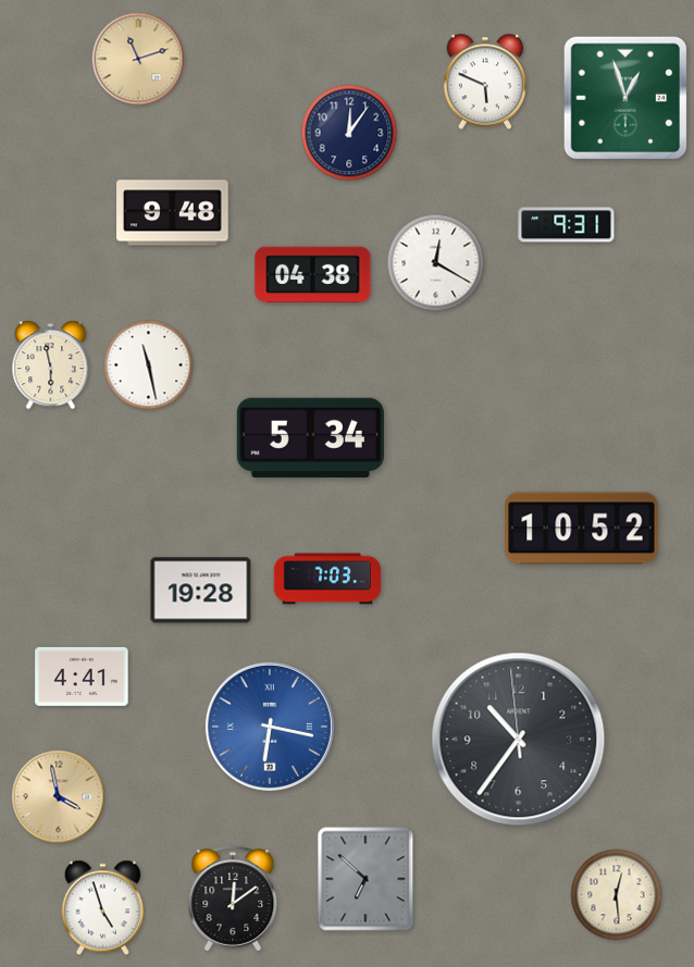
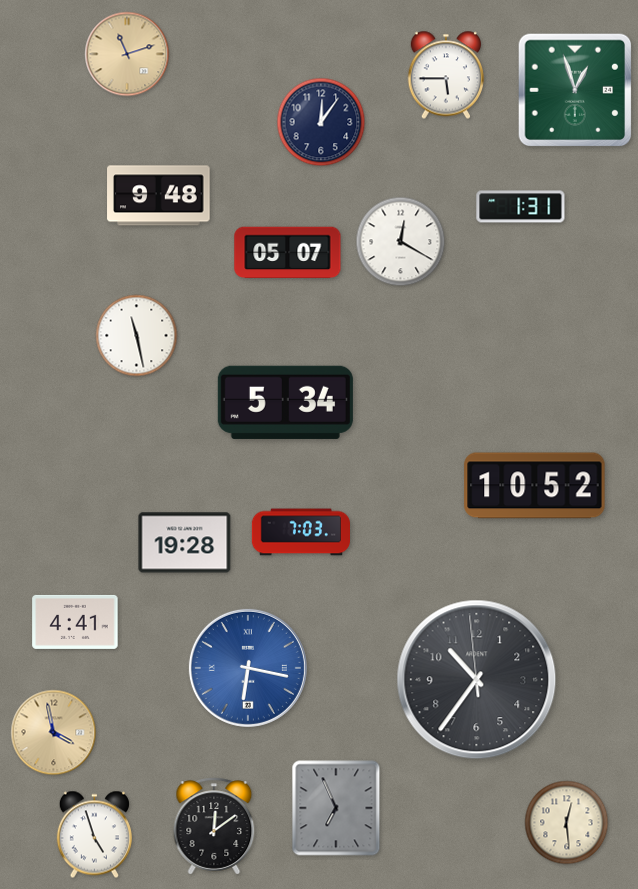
clock at (485, 82): 5:49 -> 5:45
clock at (567, 225): 9:31 -> 1:31
clock at (313, 275): 04:38 -> 05:07
clock at (51, 365): 5:58 -> none
clock at (365, 879): 6:52 -> 6:56
